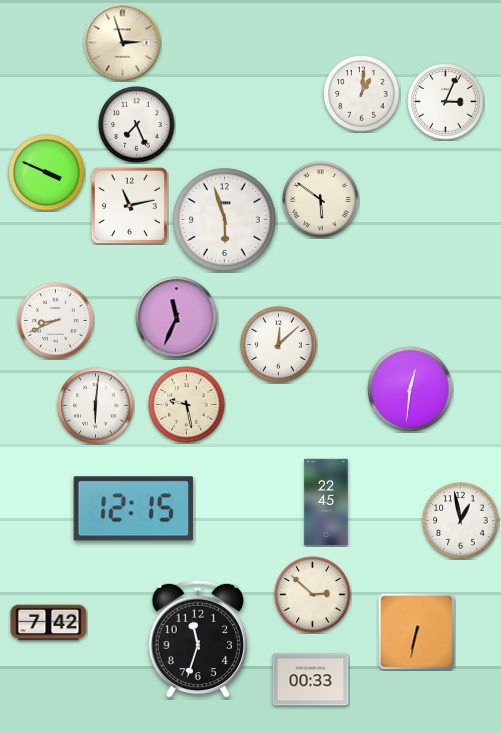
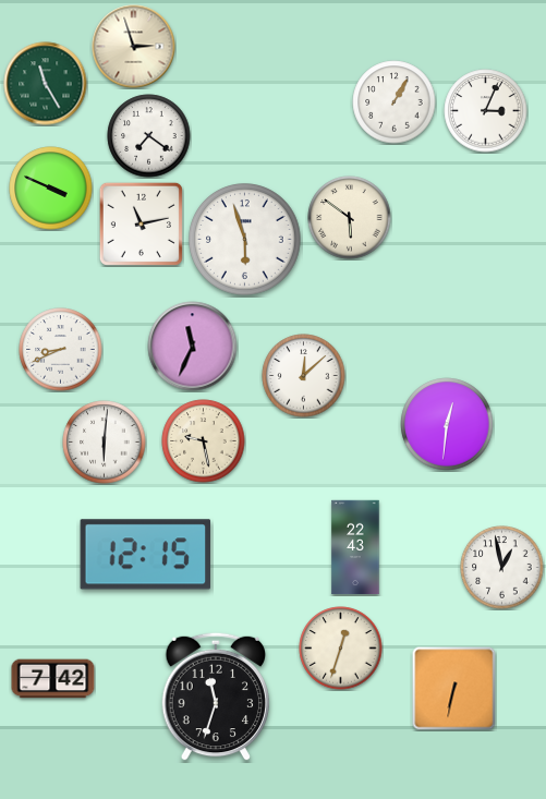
clock at (46, 84): none -> 11:25
clock at (362, 94): 1:01 -> 1:05
clock at (137, 125): 7:26 -> 7:21
clock at (326, 502): 22:45 -> 22:43
clock at (313, 595): 2:52 -> 12:33
clock at (311, 680): 00:33 -> none
